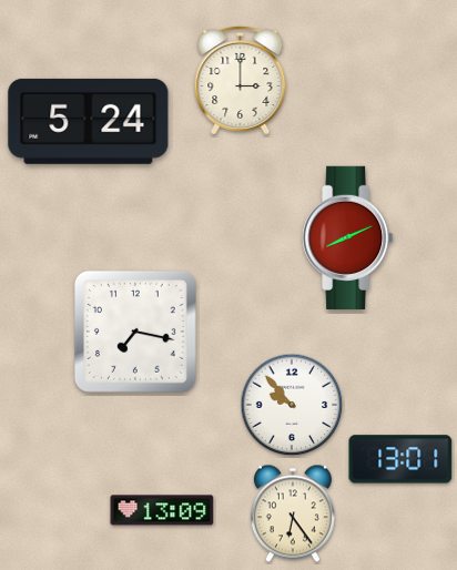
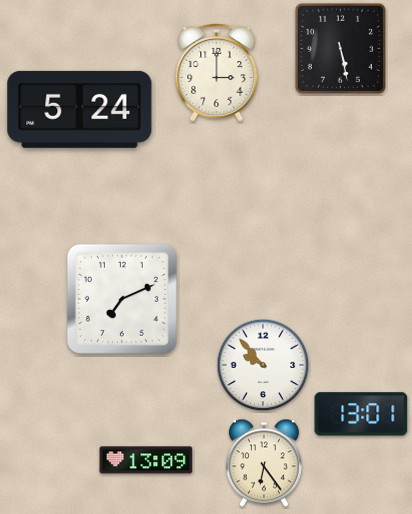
clock at (340, 48): none -> 5:28
clock at (348, 237): 8:11 -> none
clock at (135, 332): 7:17 -> 7:11
